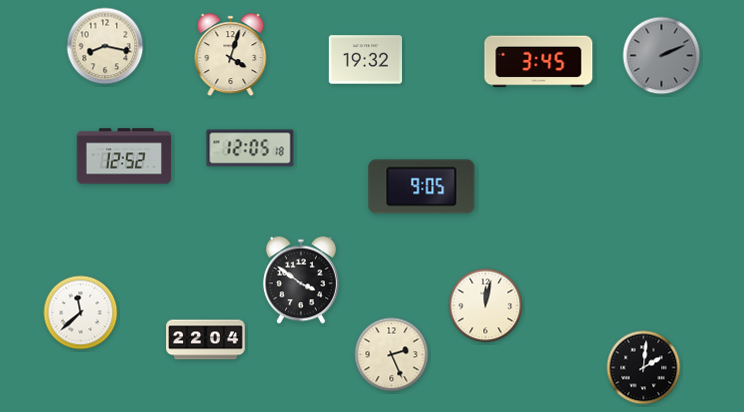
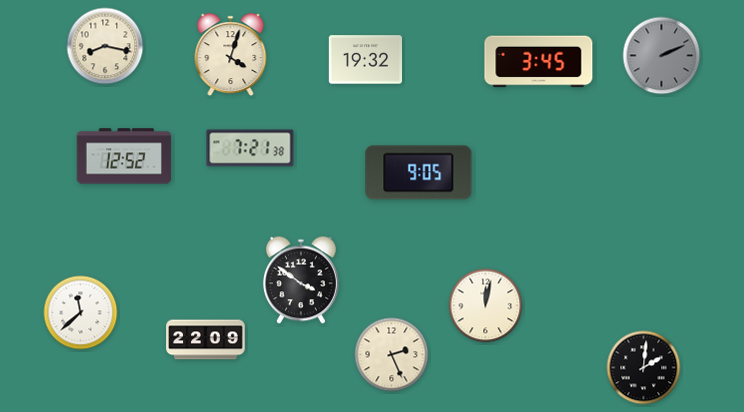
clock at (250, 148): 12:05 -> 7:21
clock at (422, 187) position: (422, 187) -> (419, 173)
clock at (206, 340): 22:04 -> 22:09
